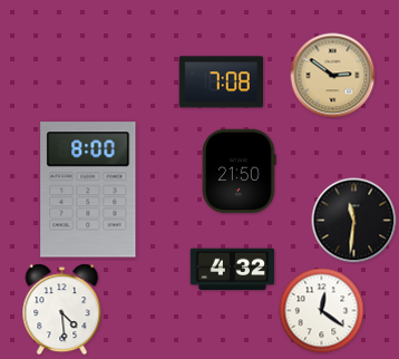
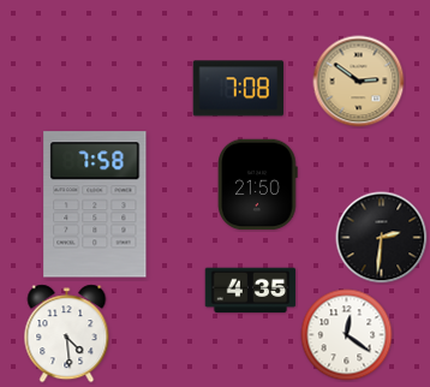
clock at (88, 190): 8:00 -> 7:58
clock at (354, 221): 11:31 -> 2:31
clock at (233, 270): 4:32 -> 4:35
